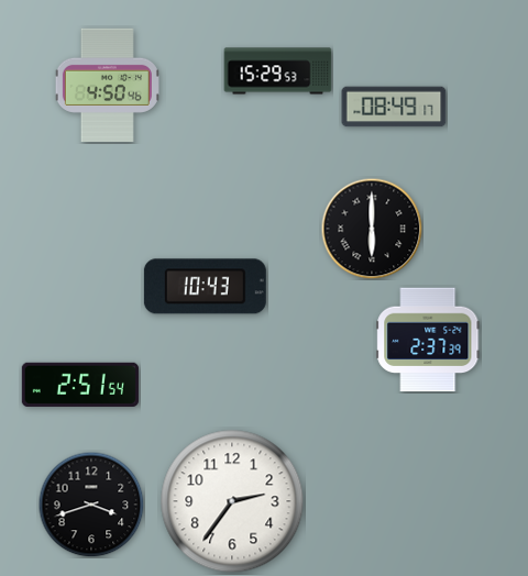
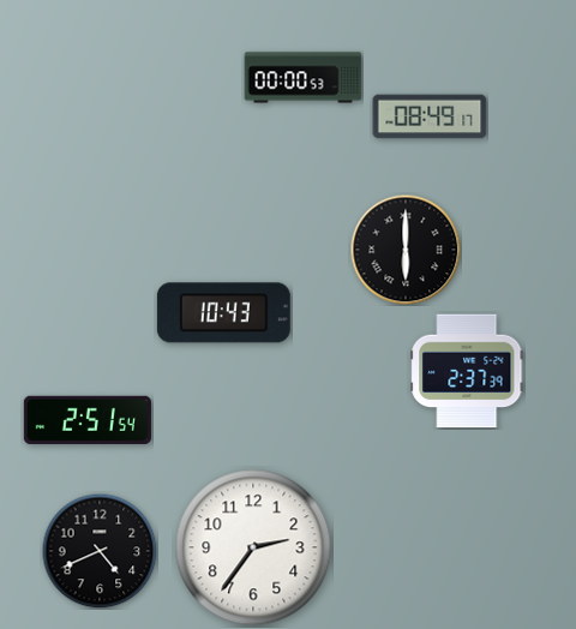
clock at (278, 71): 15:29 -> 00:00
clock at (107, 86): 4:50 -> none
clock at (91, 505): 3:42 -> 4:41
